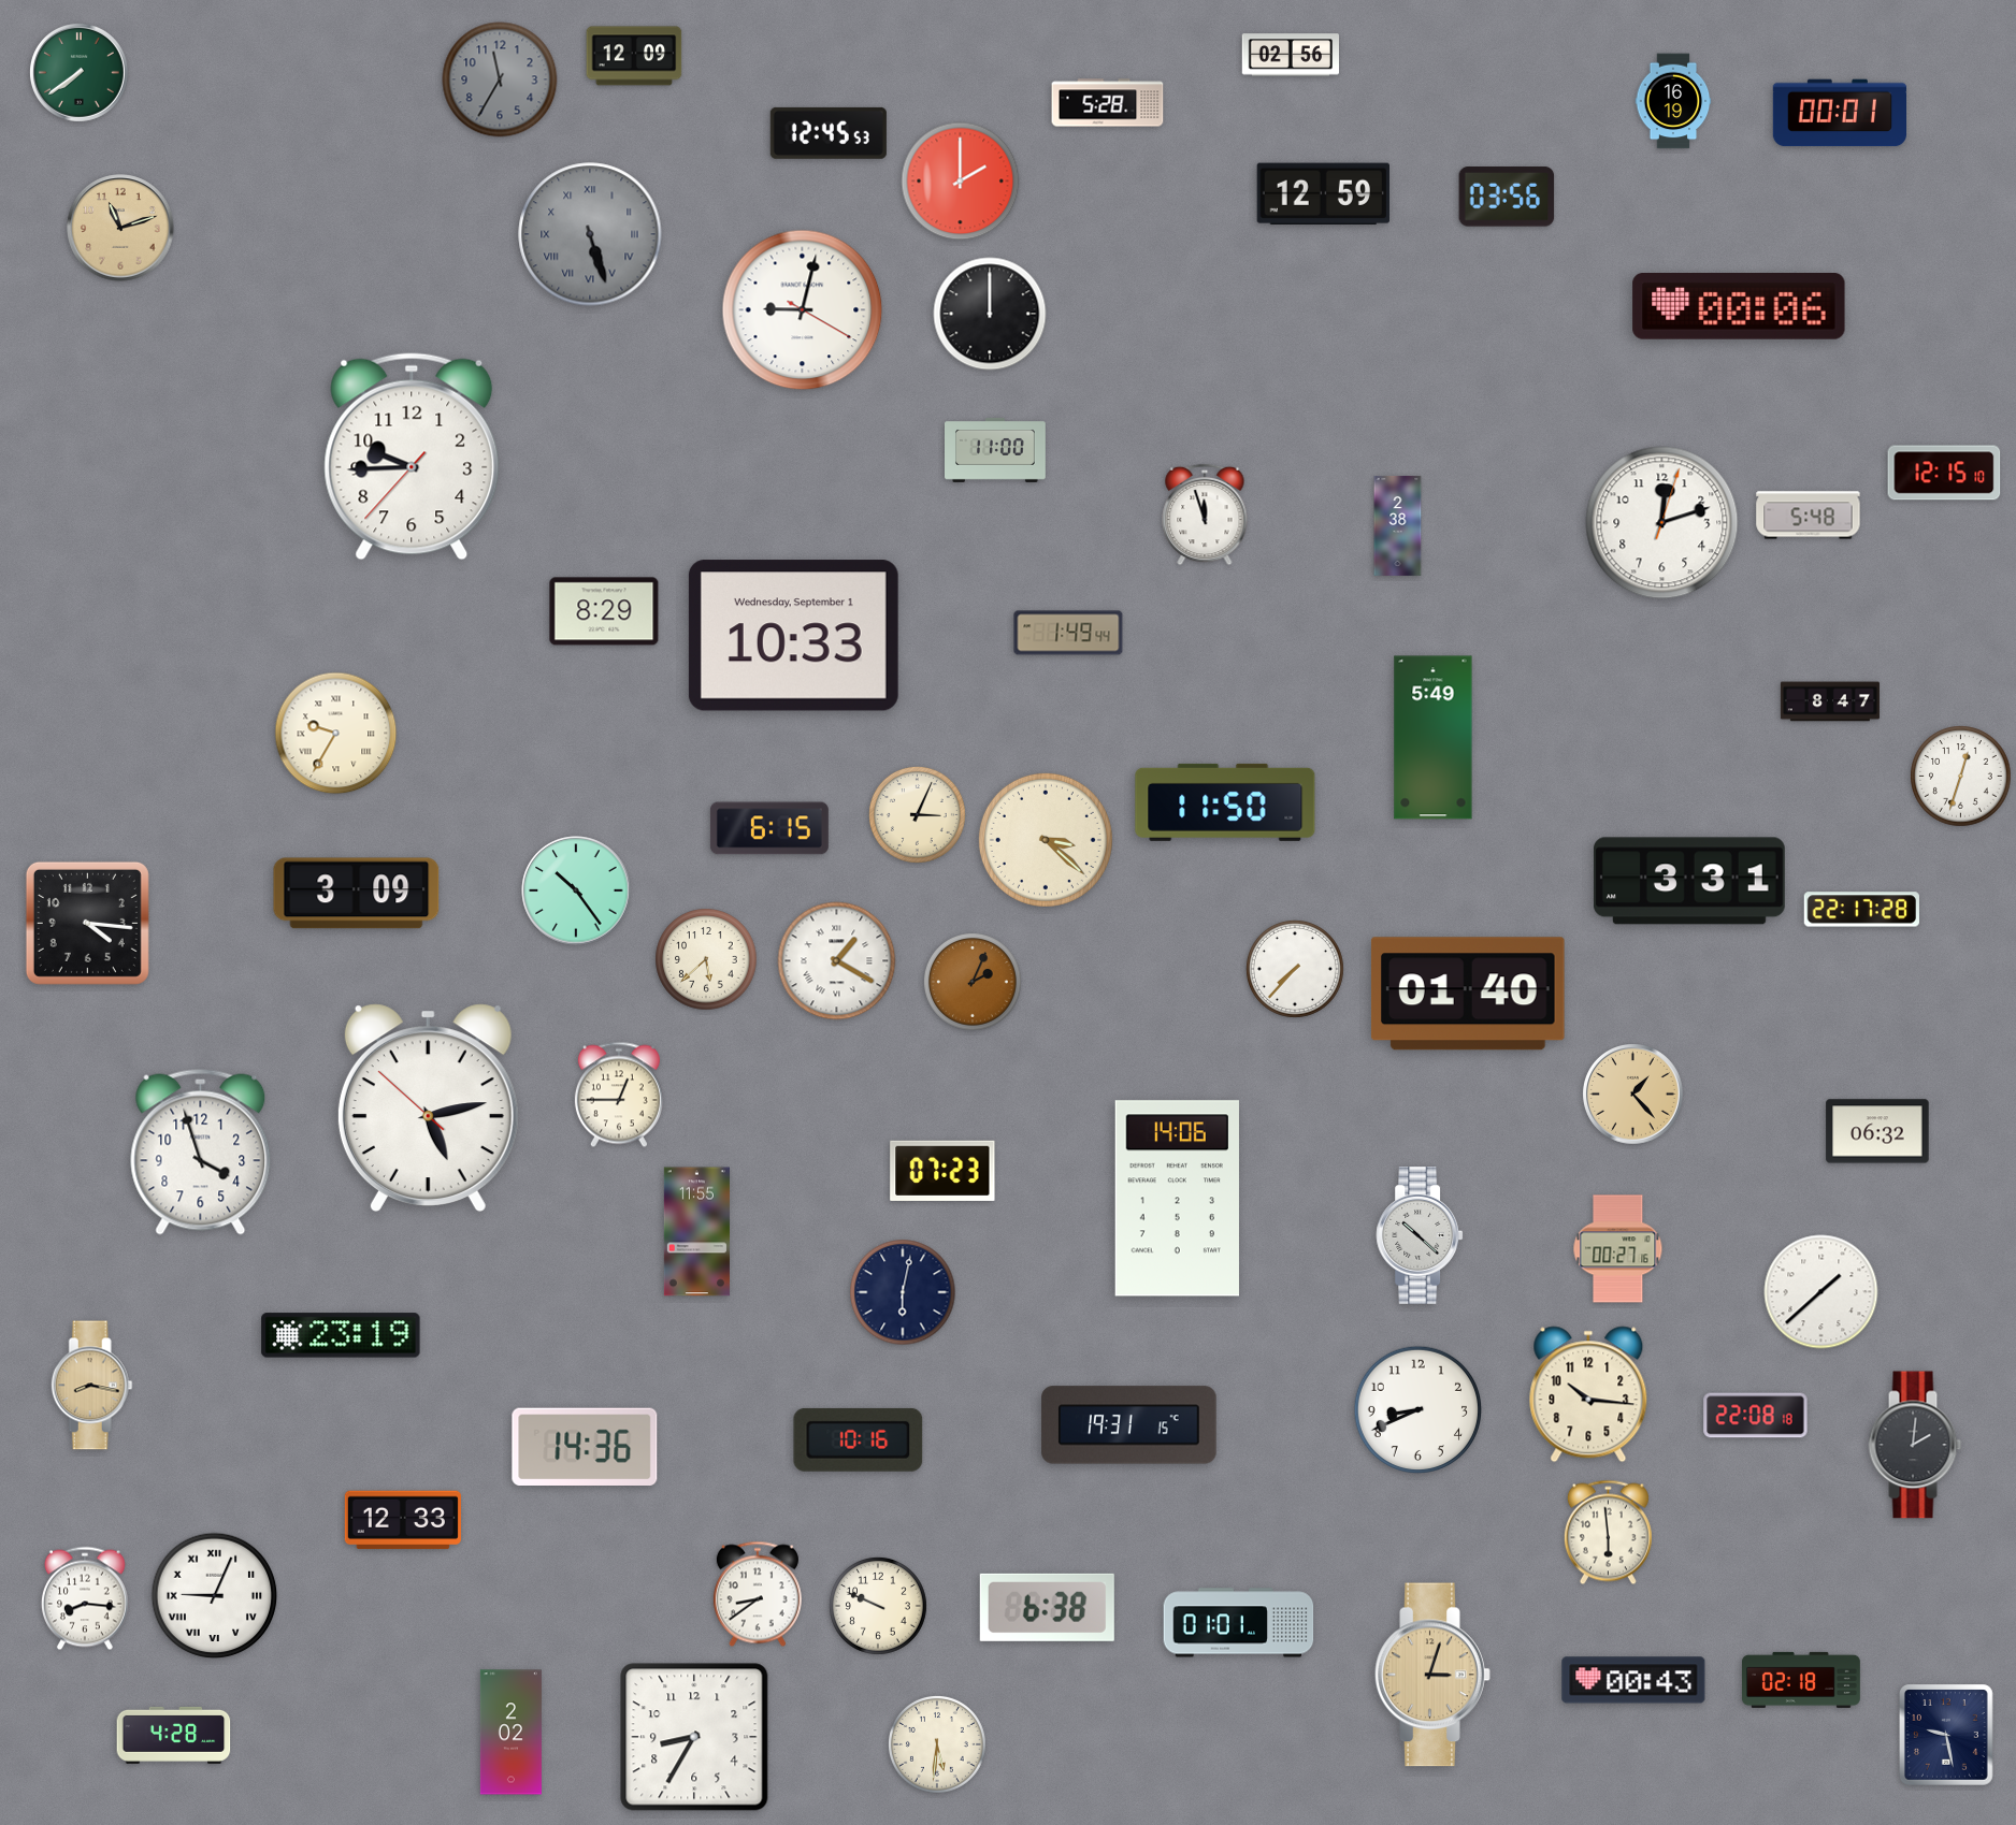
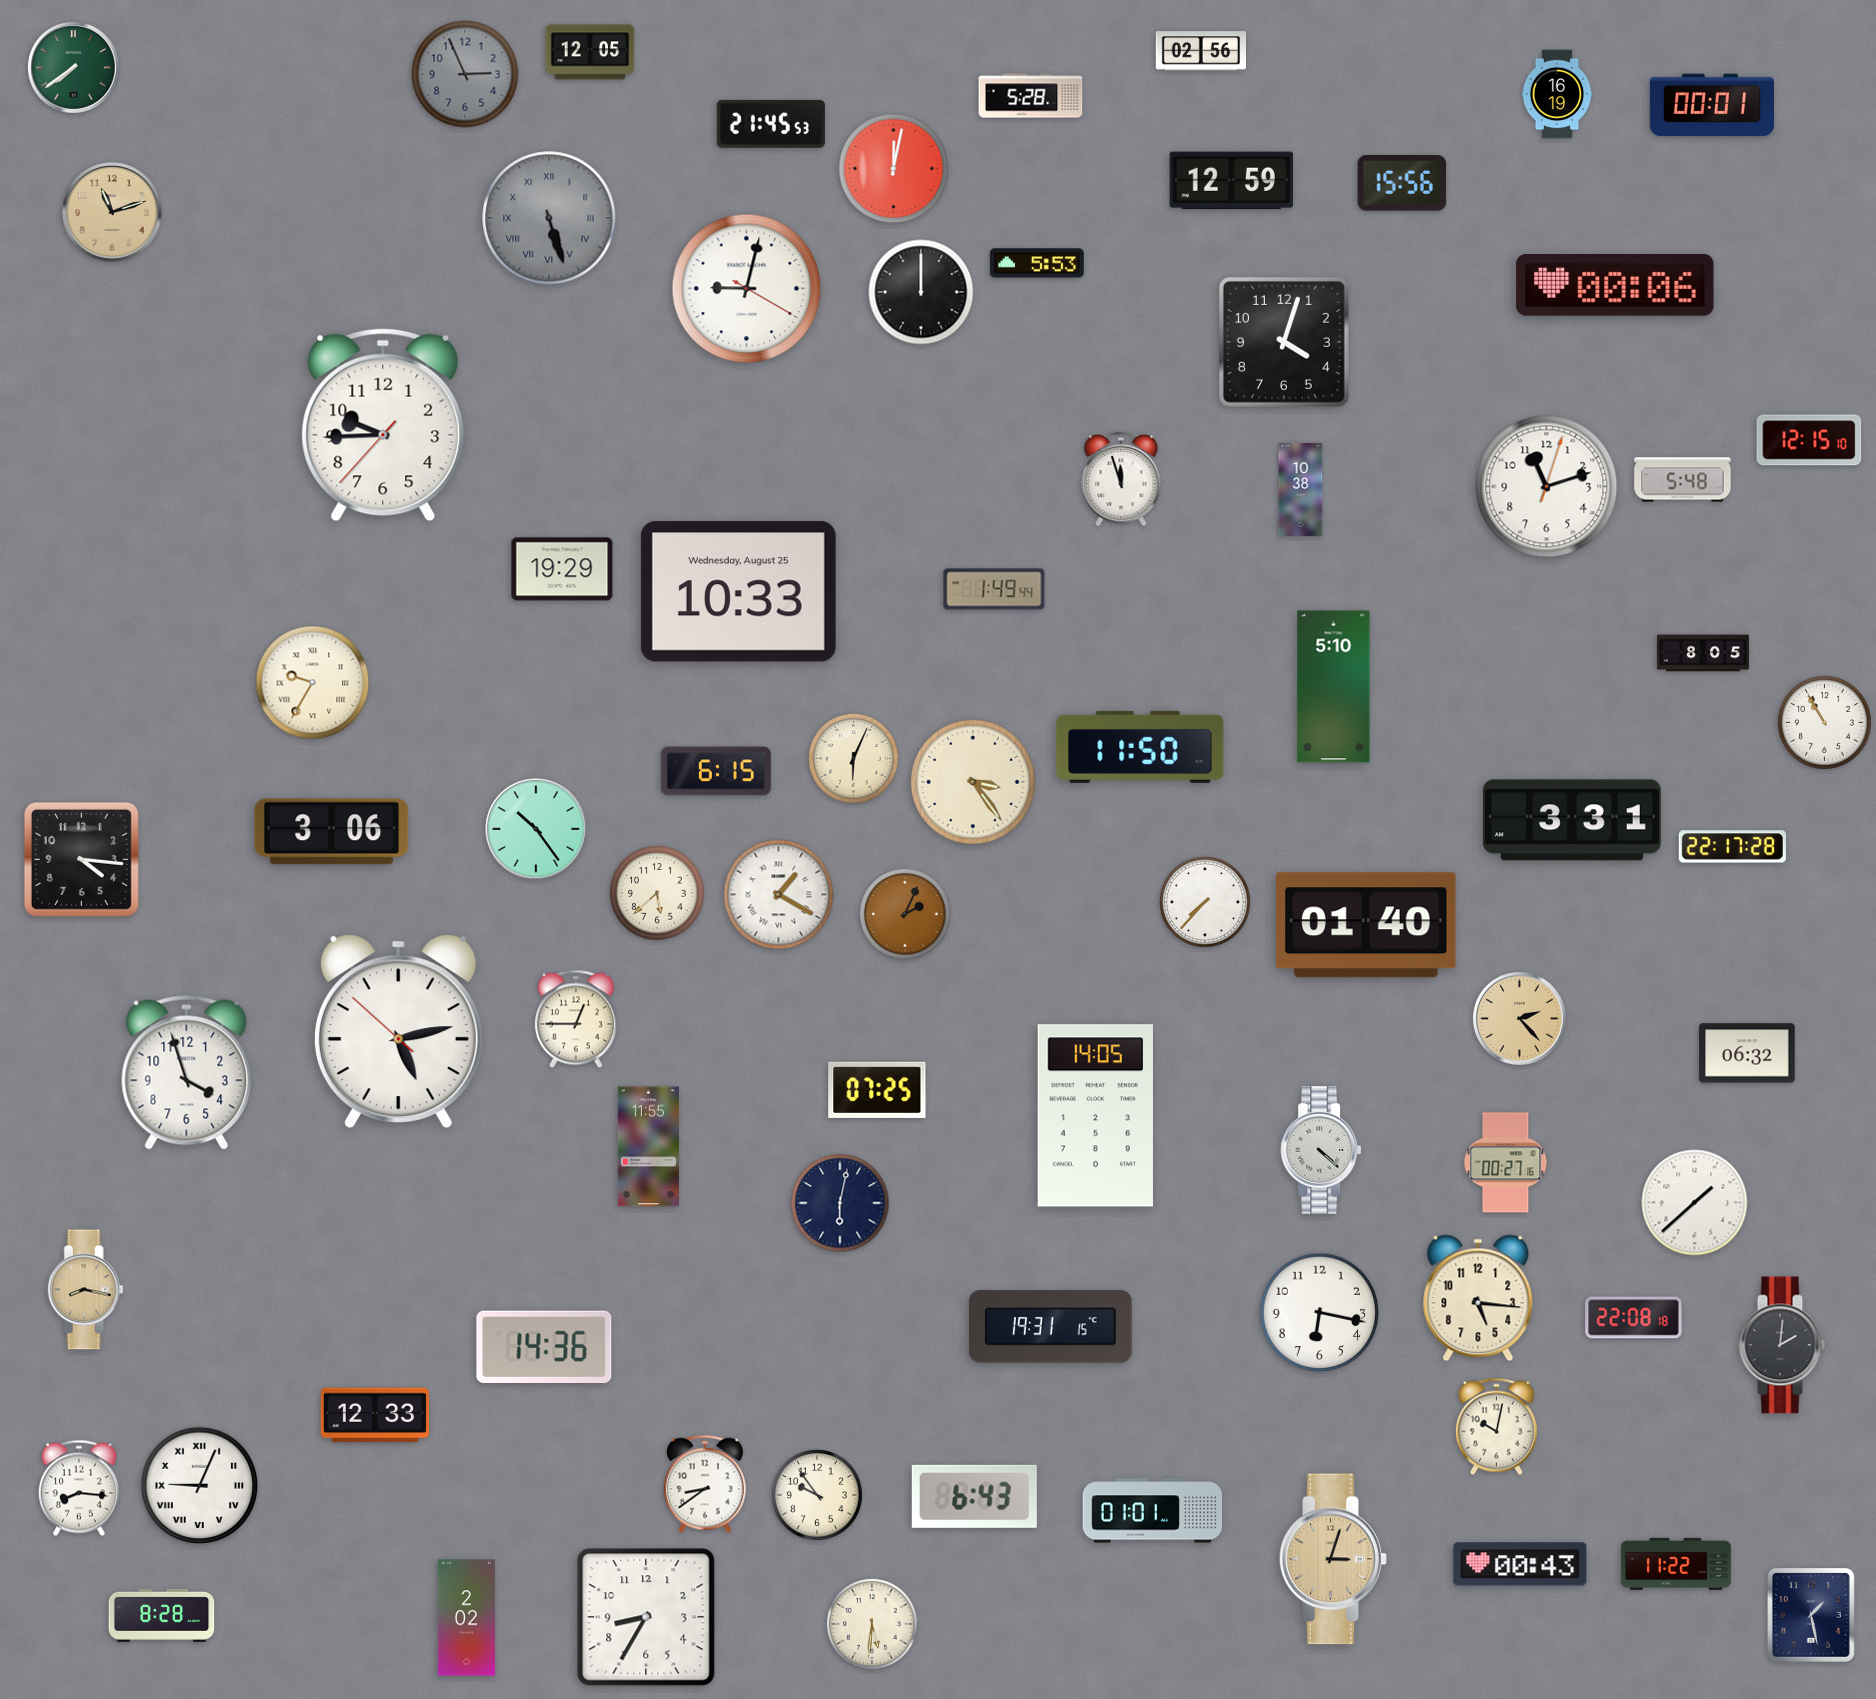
clock at (634, 56): 12:09 -> 12:05
clock at (500, 79): 11:35 -> 2:56
clock at (829, 133): 12:45 -> 21:45
clock at (961, 182): 2:00 -> 12:02
clock at (1507, 197): 03:56 -> 15:56
clock at (1037, 263): none -> 5:53
clock at (1739, 307) position: (1739, 307) -> (1615, 286)
clock at (1284, 342): none -> 4:03
clock at (996, 450): 11:00 -> none
clock at (1662, 523): 12:12 -> 11:12
clock at (1398, 525): 2:38 -> 10:38
clock at (604, 611): 8:29 -> 19:29
clock at (793, 636) date: Wednesday, September 1 -> Wednesday, August 25
clock at (1830, 701): 8:47 -> 8:05
clock at (1434, 738): 5:49 -> 5:10
clock at (1961, 777): 12:33 -> 10:55
clock at (917, 814): 3:04 -> 6:04
clock at (1046, 840): 3:22 -> 3:24
clock at (357, 894): 3:09 -> 3:06
clock at (1633, 1095): 1:23 -> 2:23
clock at (942, 1171): 07:23 -> 07:25
clock at (1177, 1199): 14:06 -> 14:05
clock at (1420, 1236): 10:22 -> 4:22
clock at (341, 1335): 23:19 -> none
clock at (1588, 1394): 10:16 -> 5:16
clock at (1417, 1409): 8:41 -> 6:17
clock at (859, 1439): 10:16 -> none
clock at (1608, 1533): 5:59 -> 10:02
clock at (878, 1606): 9:49 -> 9:54
clock at (1047, 1607): 6:38 -> 6:43
clock at (1801, 1680): 02:18 -> 11:22
clock at (510, 1733) position: (510, 1733) -> (466, 1618)
clock at (174, 1735): 4:28 -> 8:28
clock at (1947, 1736): 9:28 -> 1:28
